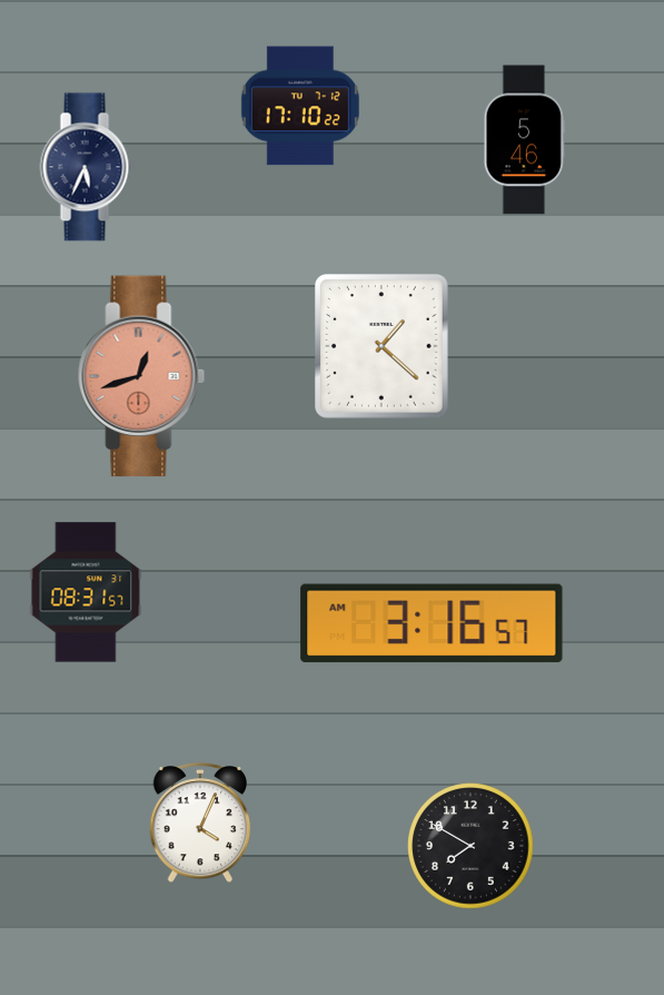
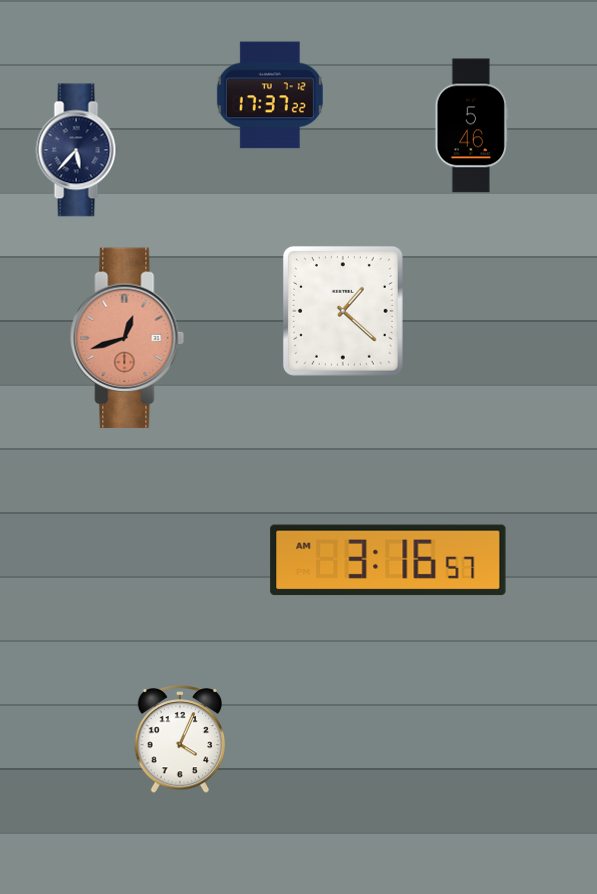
clock at (300, 106): 17:10 -> 17:37
clock at (87, 167): 5:34 -> 5:37
clock at (86, 592): 08:31 -> none
clock at (470, 846): 7:50 -> none
